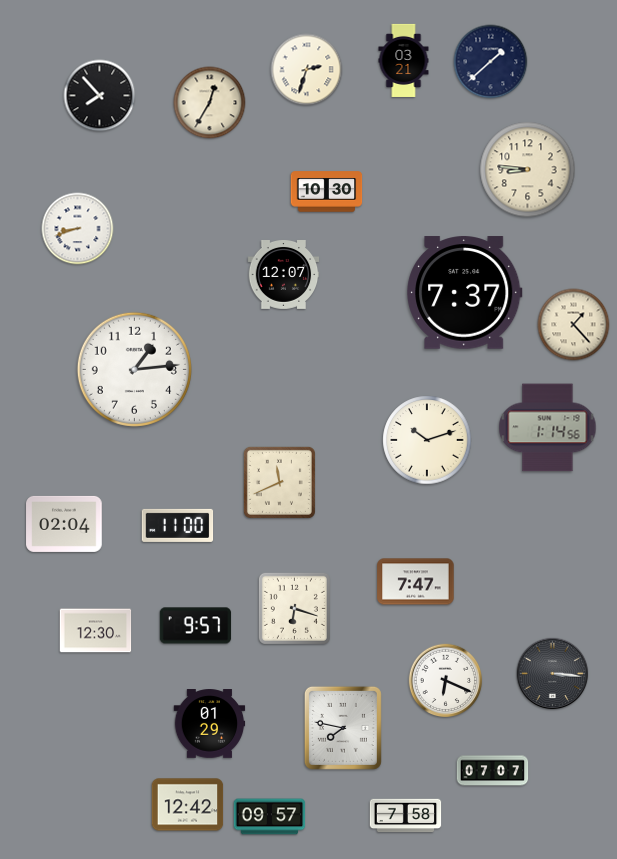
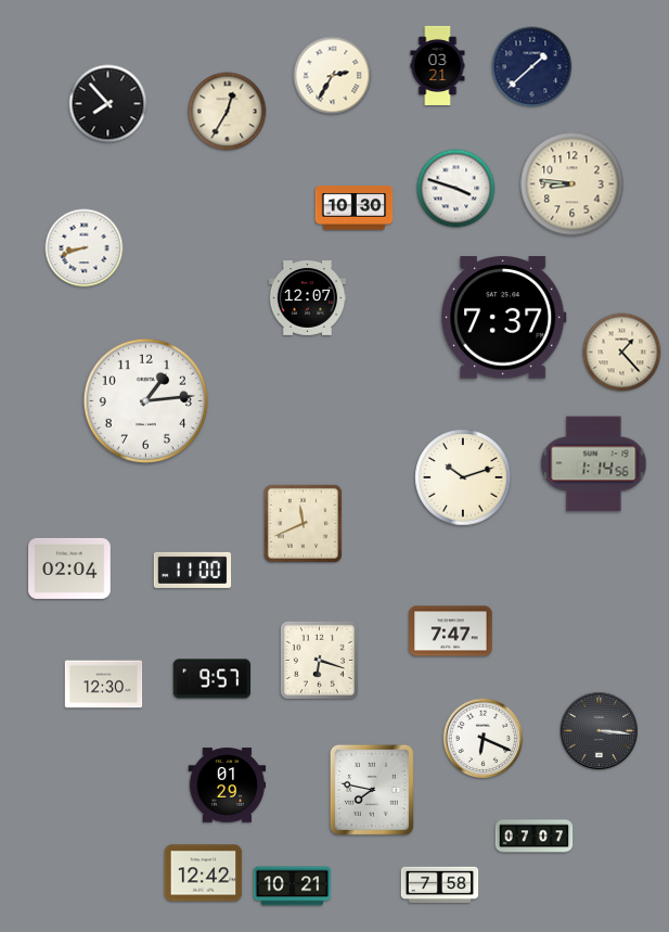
clock at (307, 70): 2:33 -> 2:35
clock at (456, 189): none -> 3:48
clock at (270, 817): 09:57 -> 10:21
